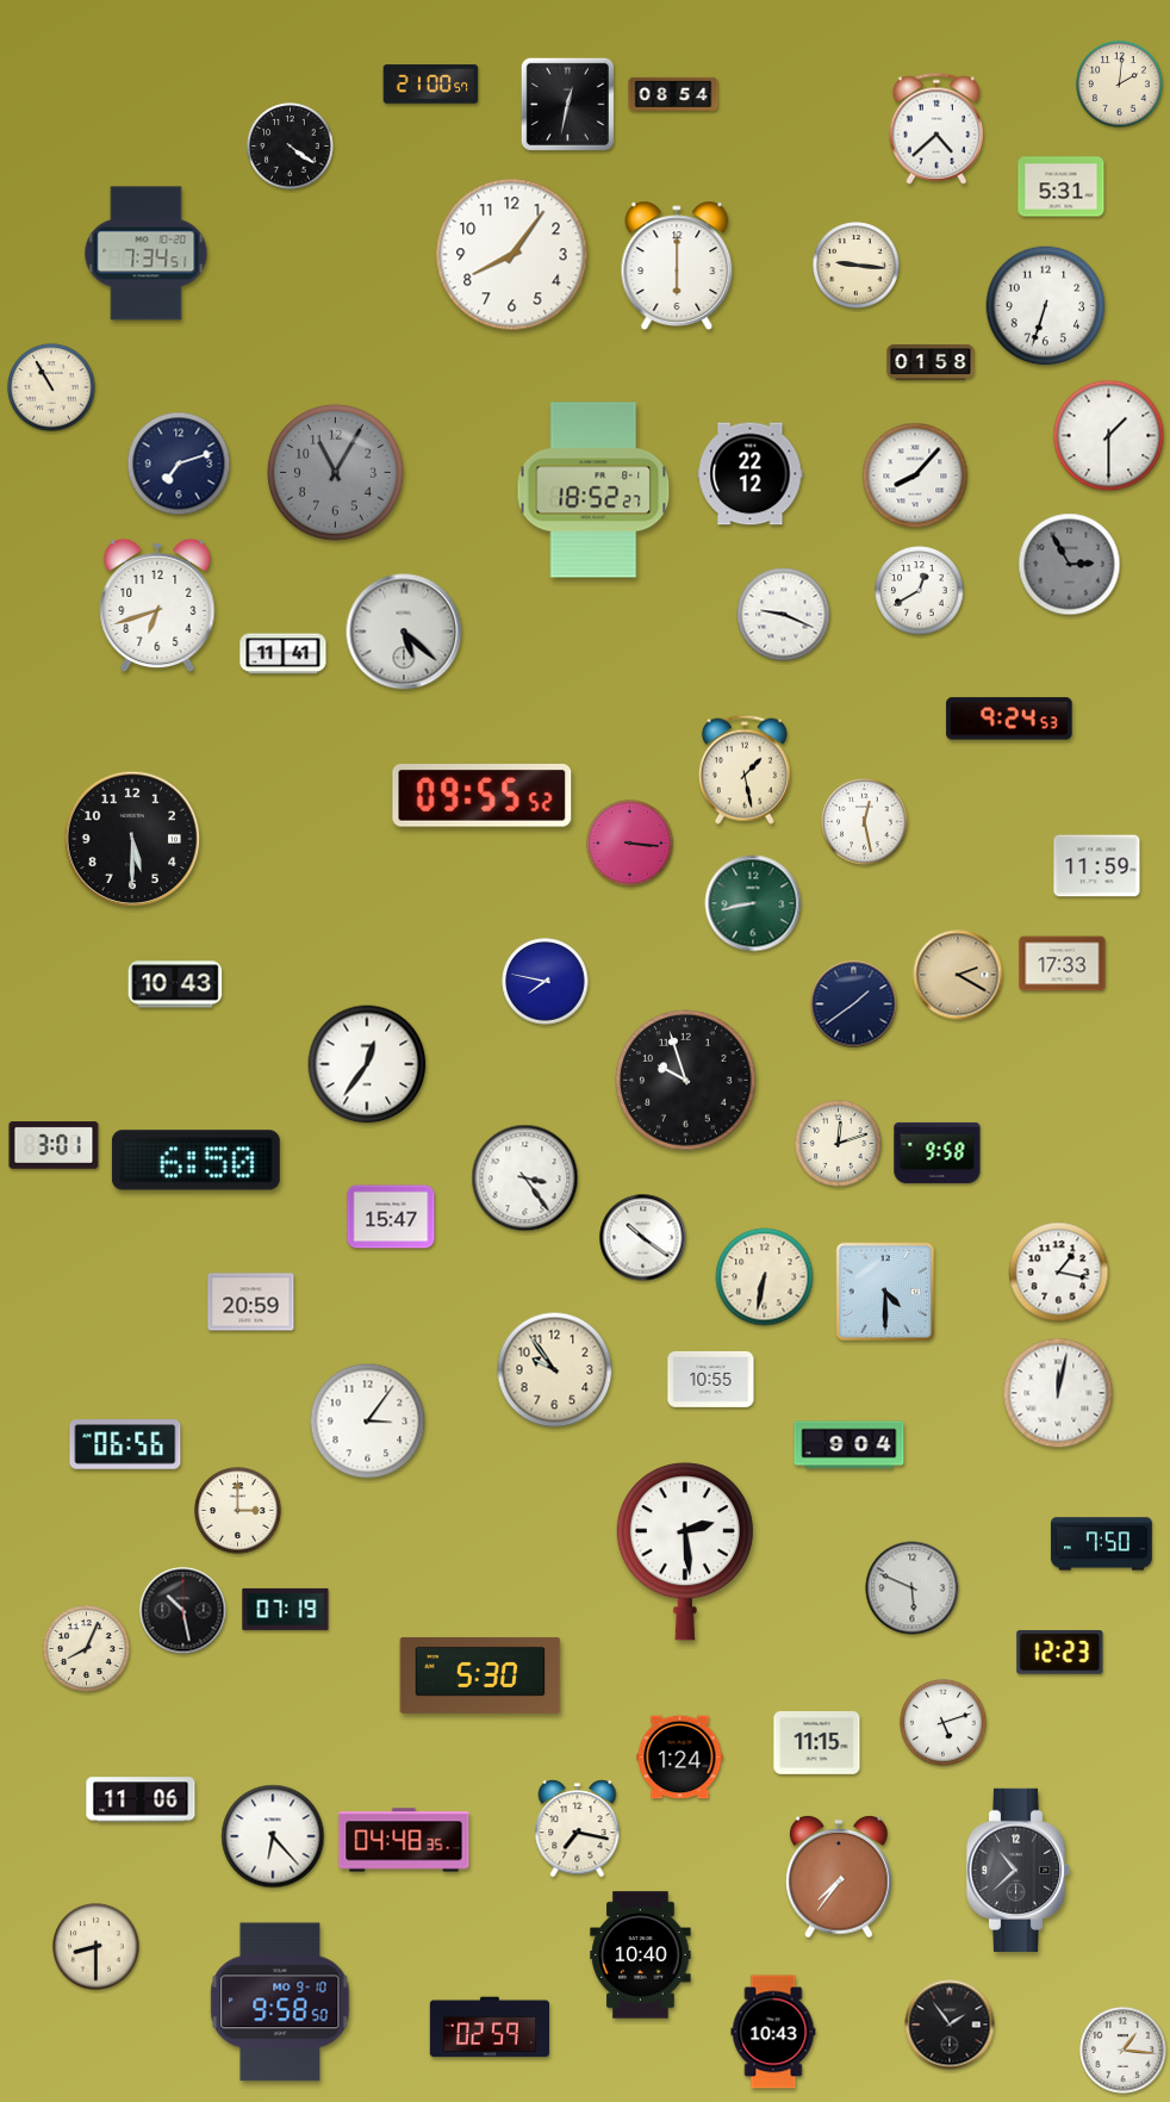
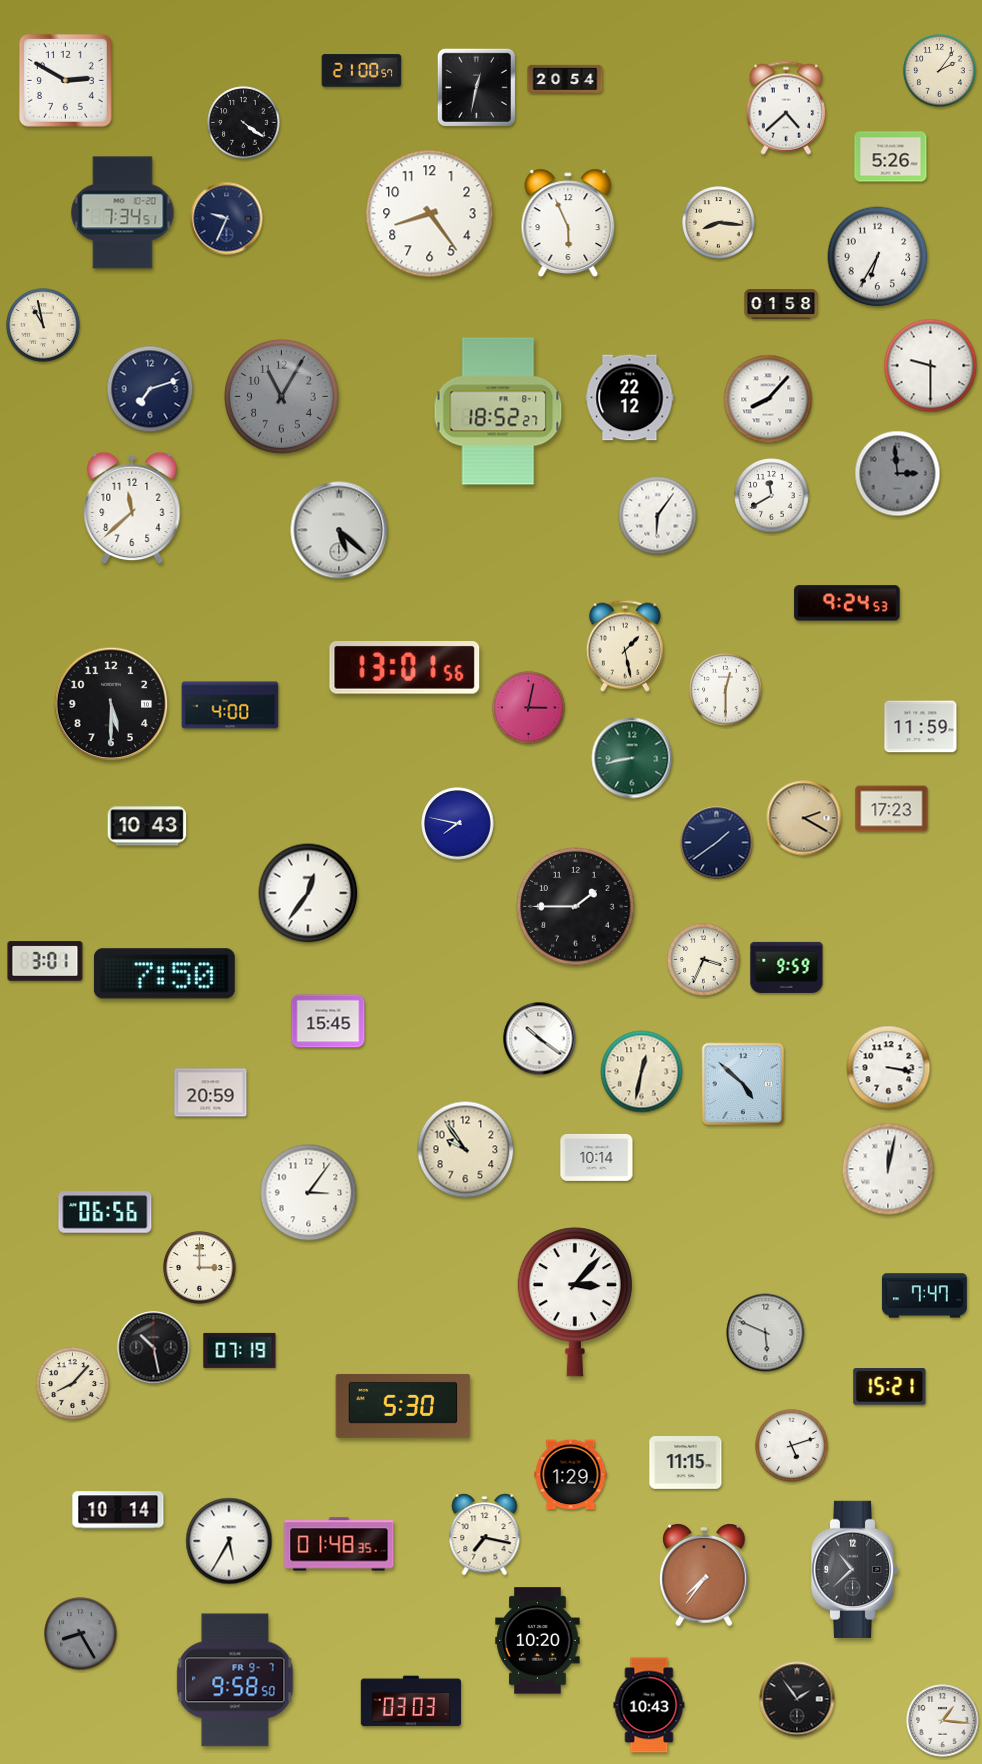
clock at (1120, 85): 2:01 -> 2:06
clock at (673, 94): 08:54 -> 20:54
clock at (65, 80): none -> 2:50
clock at (1062, 187): 5:31 -> 5:26
clock at (512, 255): 8:06 -> 8:24
clock at (227, 219): none -> 9:34
clock at (677, 266): 6:00 -> 5:56
clock at (857, 266): 9:16 -> 8:16
clock at (1046, 306): 6:33 -> 6:35
clock at (51, 387): 10:55 -> 10:58
clock at (1109, 436): 1:30 -> 9:30
clock at (1070, 565): 2:55 -> 2:59
clock at (920, 591): 12:40 -> 11:40
clock at (157, 605): 6:42 -> 11:38
clock at (784, 615): 9:19 -> 6:06
clock at (284, 654): 11:41 -> none
clock at (483, 796): 09:55 -> 13:01
clock at (865, 822): 12:28 -> 12:30
clock at (230, 705): none -> 4:00
clock at (630, 844): 3:16 -> 3:02
clock at (1063, 964): 17:33 -> 17:23
clock at (686, 1081): 9:57 -> 1:45
clock at (839, 1144): 12:12 -> 3:34
clock at (938, 1152): 9:58 -> 9:59
clock at (195, 1161): 6:50 -> 7:50
clock at (525, 1179): 3:24 -> none
clock at (391, 1217): 15:47 -> 15:45
clock at (1059, 1273): 1:17 -> 3:17
clock at (765, 1277): 6:32 -> 12:32
clock at (885, 1292): 4:30 -> 4:52
clock at (711, 1379): 10:55 -> 10:14
clock at (850, 1445): 9:04 -> none
clock at (1101, 1544): 7:50 -> 7:47
clock at (685, 1551): 2:29 -> 3:07
clock at (183, 1611) position: (183, 1611) -> (154, 1348)
clock at (87, 1649): 8:04 -> 8:07
clock at (1060, 1653): 12:23 -> 15:21
clock at (680, 1758): 1:24 -> 1:29
clock at (141, 1799): 11:06 -> 10:14
clock at (273, 1836): 6:23 -> 5:35
clock at (404, 1840): 04:48 -> 01:48
clock at (97, 1947): 8:30 -> 8:25
clock at (97, 1947) dial: cream -> grey
clock at (641, 1955): 10:40 -> 10:20
clock at (280, 2002) date: MO 9-10 -> FR 9-7
clock at (488, 2027): 02:59 -> 03:03
